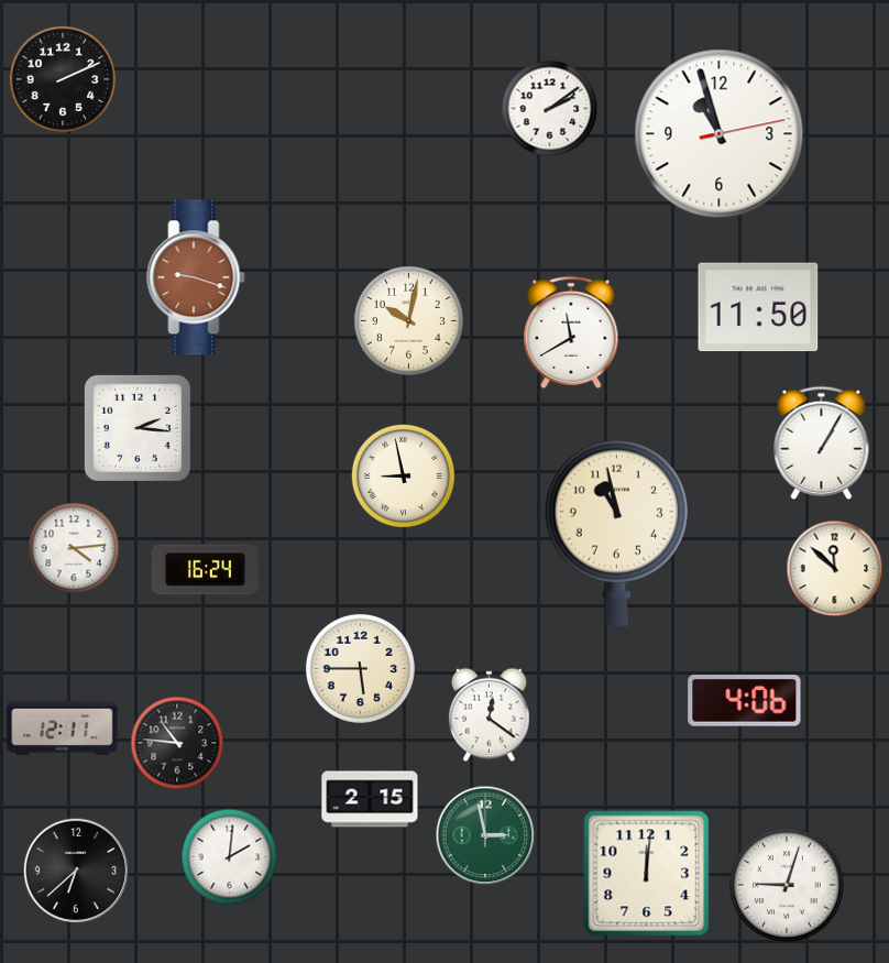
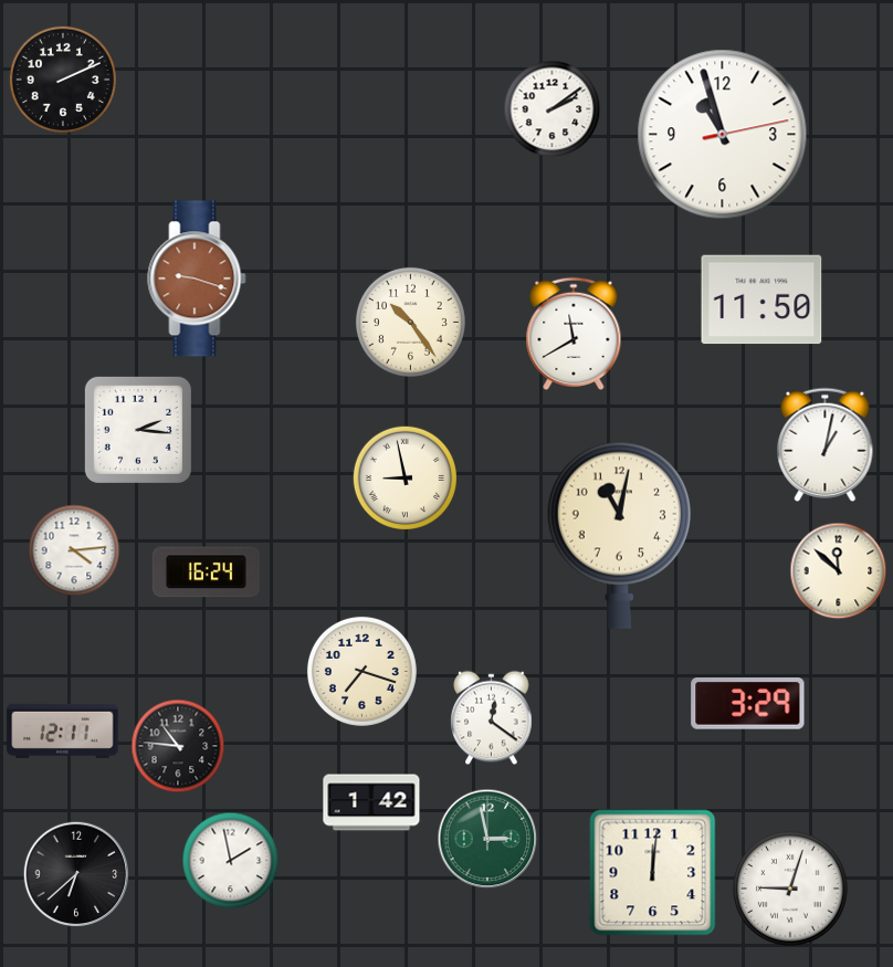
clock at (758, 307) position: (758, 307) -> (761, 299)
clock at (408, 320): 10:02 -> 10:24
clock at (822, 442): 1:05 -> 1:02
clock at (616, 533): 10:58 -> 11:02
clock at (360, 668): 5:45 -> 7:18
clock at (745, 701): 4:06 -> 3:29
clock at (370, 799): 2:15 -> 1:42
clock at (230, 857): 2:01 -> 1:58
clock at (647, 874) position: (647, 874) -> (653, 873)
